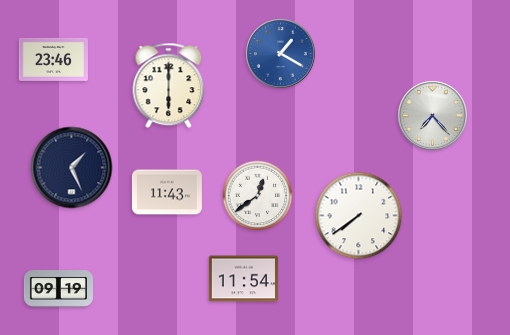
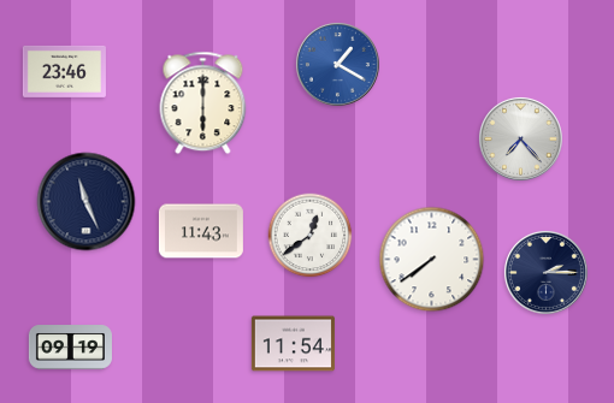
clock at (72, 168): 1:26 -> 11:26
clock at (545, 272): none -> 2:15
clock at (243, 279) position: (243, 279) -> (293, 344)
